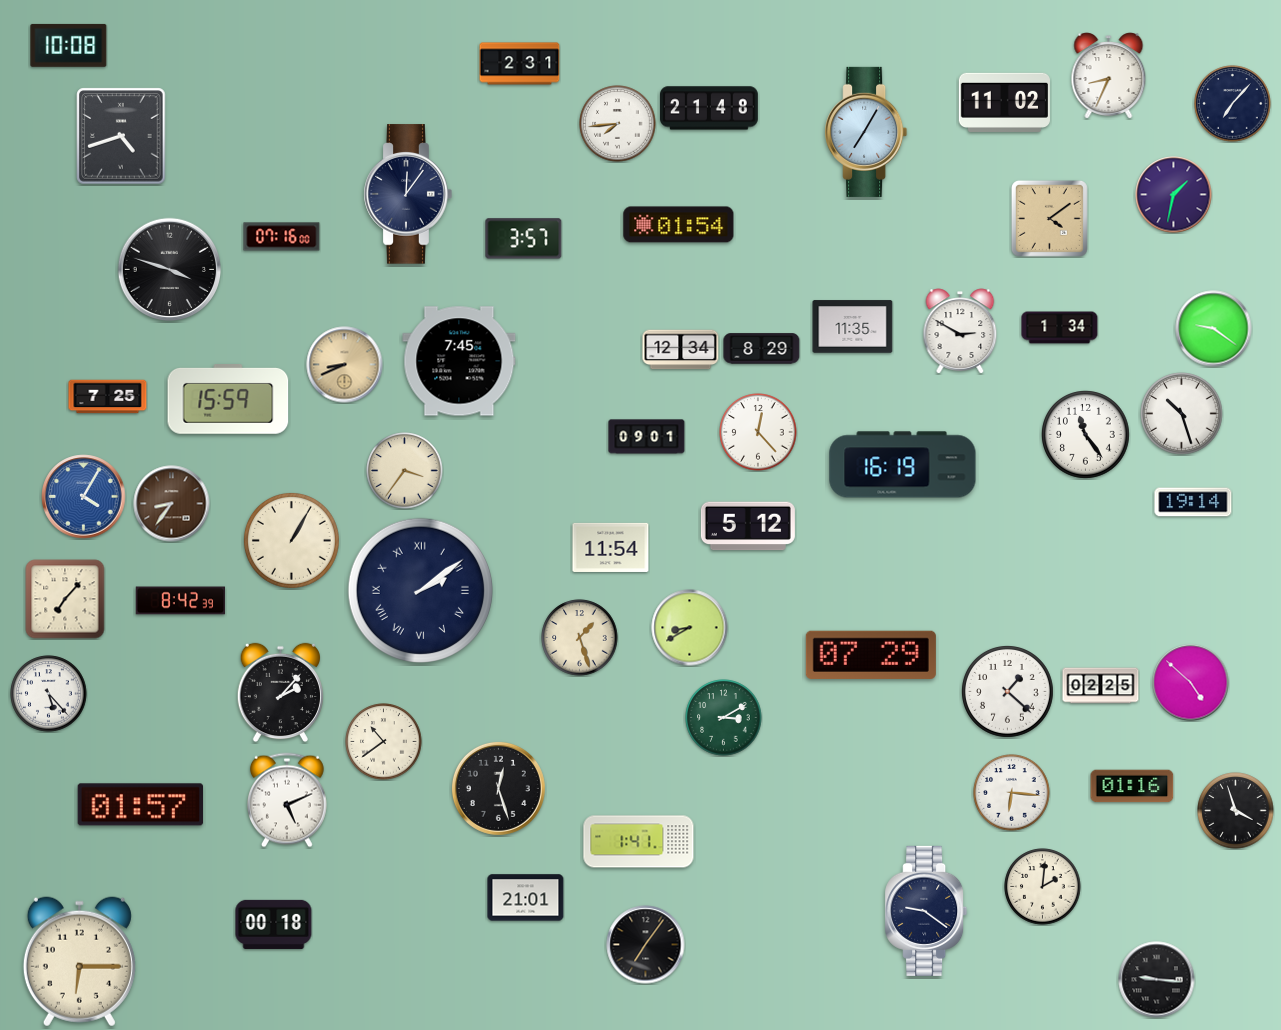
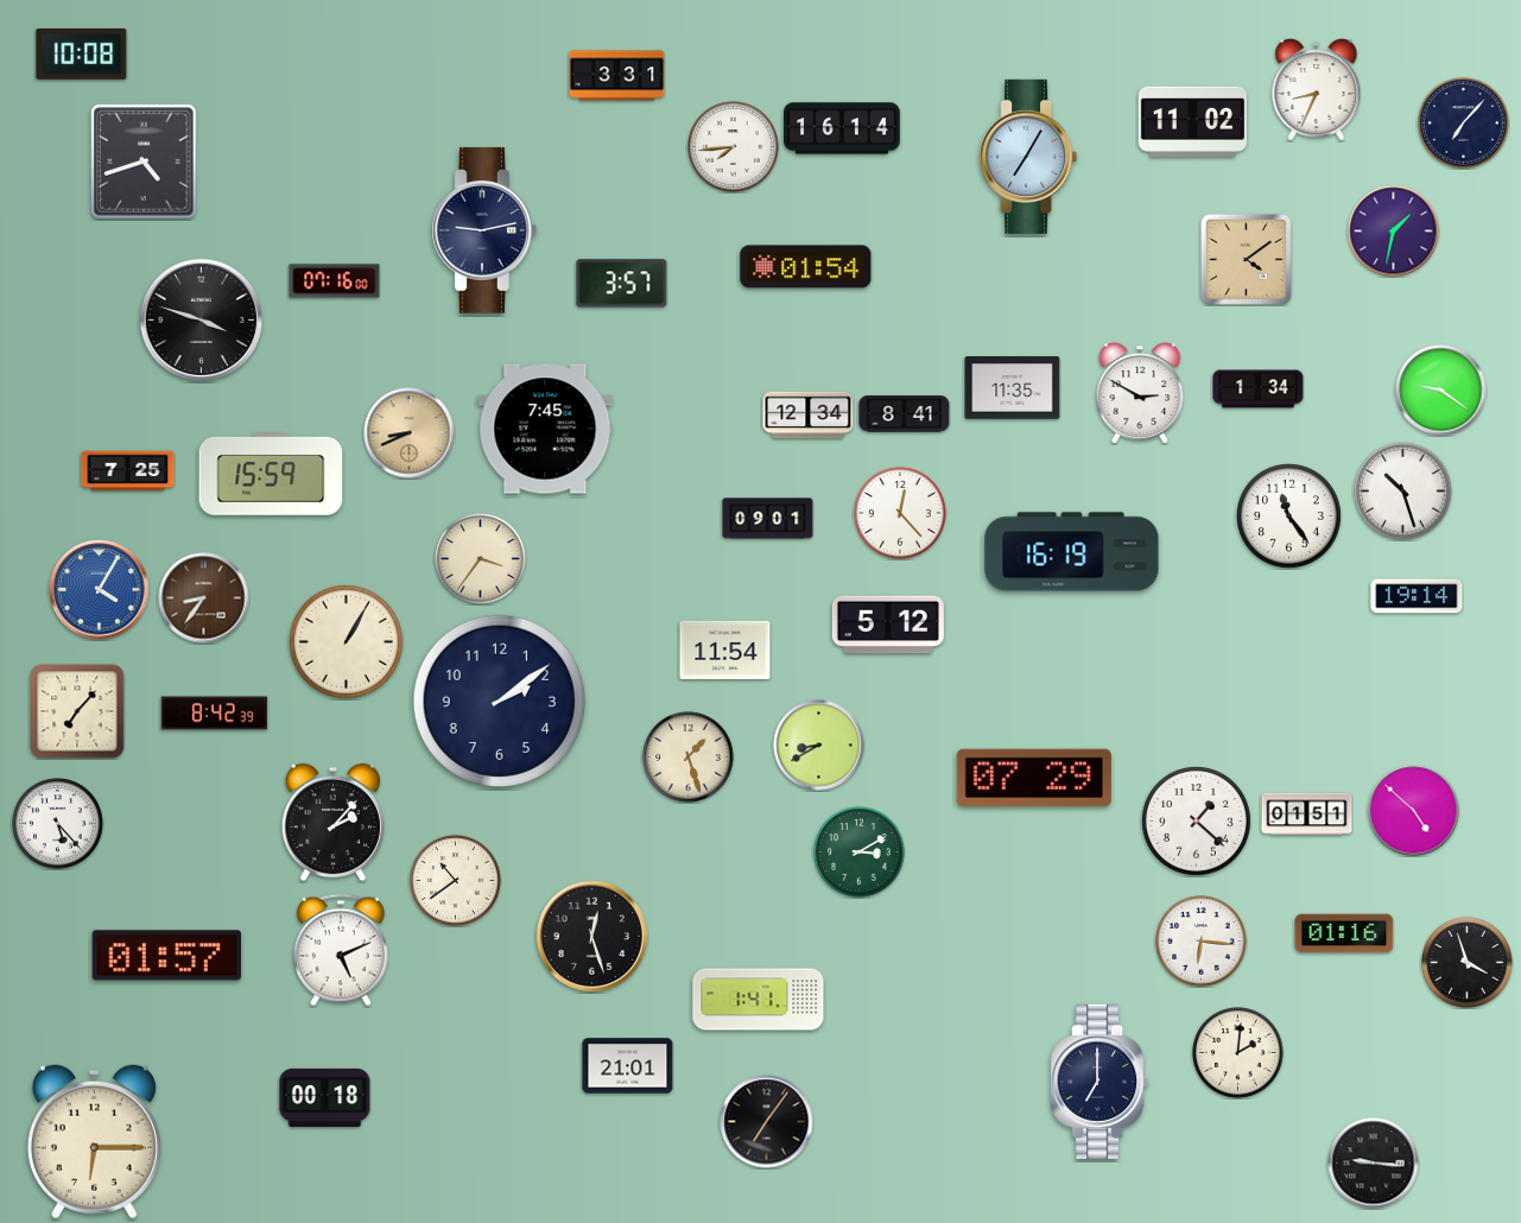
clock at (520, 64): 2:31 -> 3:31
clock at (710, 108): 21:48 -> 16:14
clock at (408, 194): 12:06 -> 9:13
clock at (762, 349): 8:29 -> 8:41
clock at (420, 590) numerals: Roman -> Arabic
clock at (1101, 686): 02:25 -> 01:51
clock at (526, 898) position: (526, 898) -> (628, 1066)
clock at (926, 911): 9:21 -> 7:00
